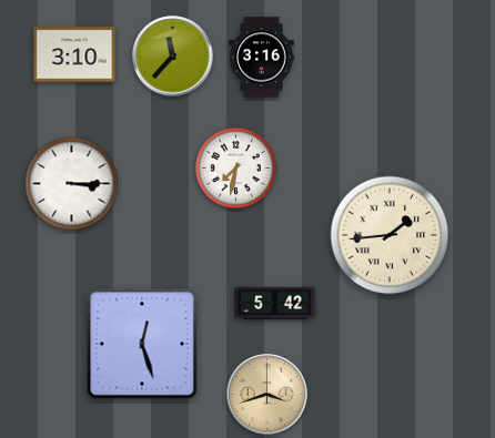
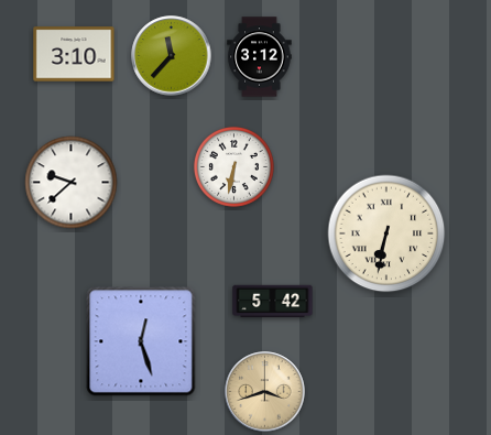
clock at (262, 58): 3:16 -> 3:12
clock at (235, 167): 7:32 -> 6:32
clock at (72, 184): 3:15 -> 9:38
clock at (390, 235): 1:44 -> 6:32
